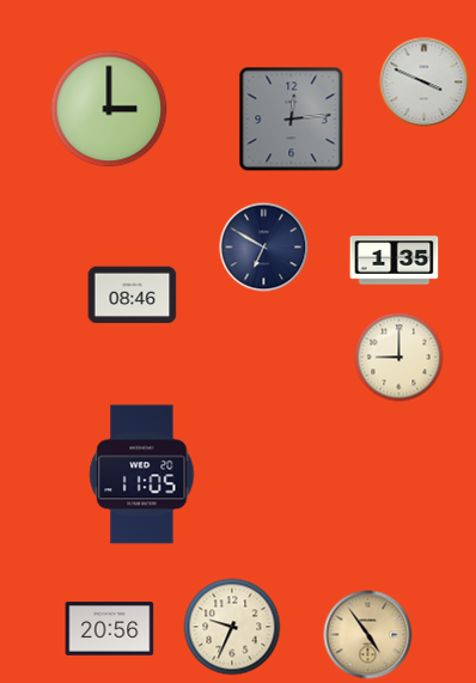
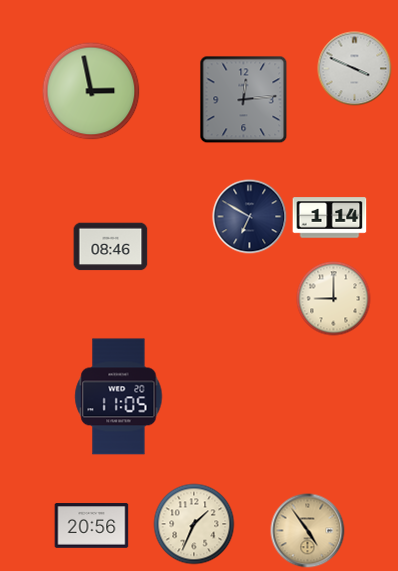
clock at (109, 109): 3:00 -> 2:58
clock at (264, 248) position: (264, 248) -> (250, 217)
clock at (395, 261): 1:35 -> 1:14
clock at (232, 627): 9:34 -> 1:34
